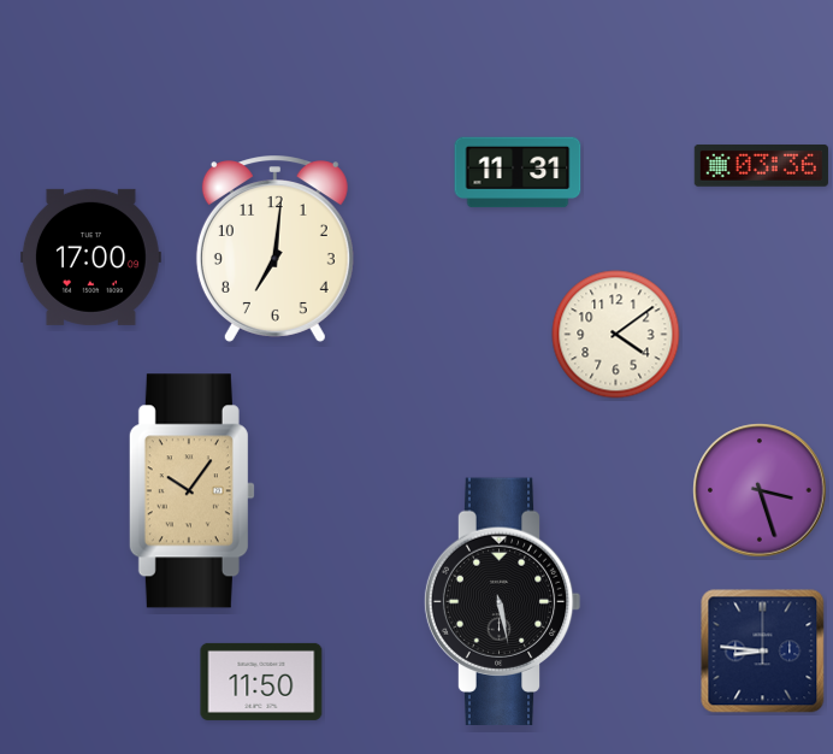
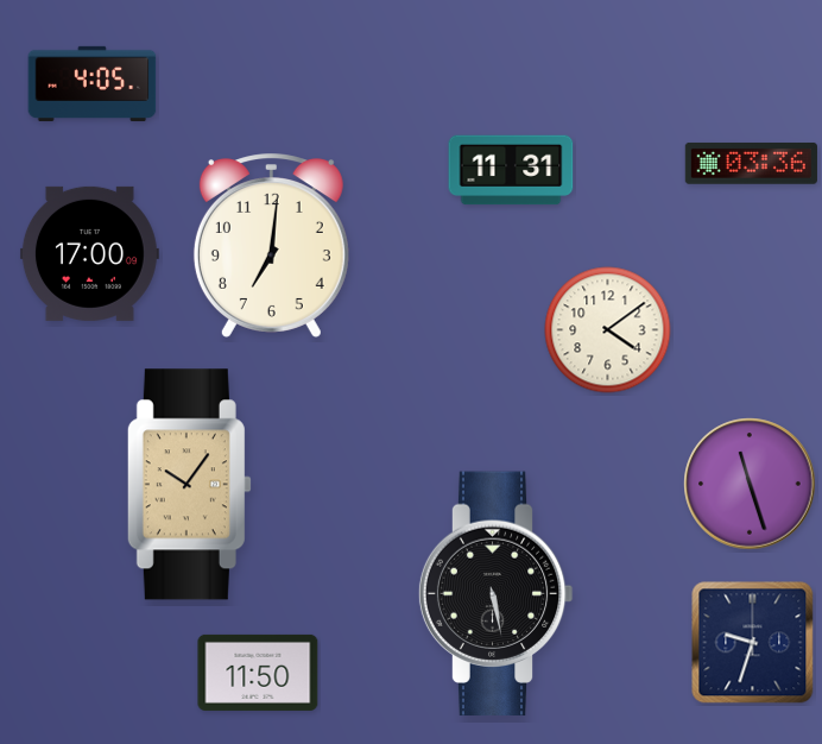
clock at (93, 83): none -> 4:05
clock at (760, 490): 3:27 -> 11:27
clock at (763, 652): 8:46 -> 9:33
